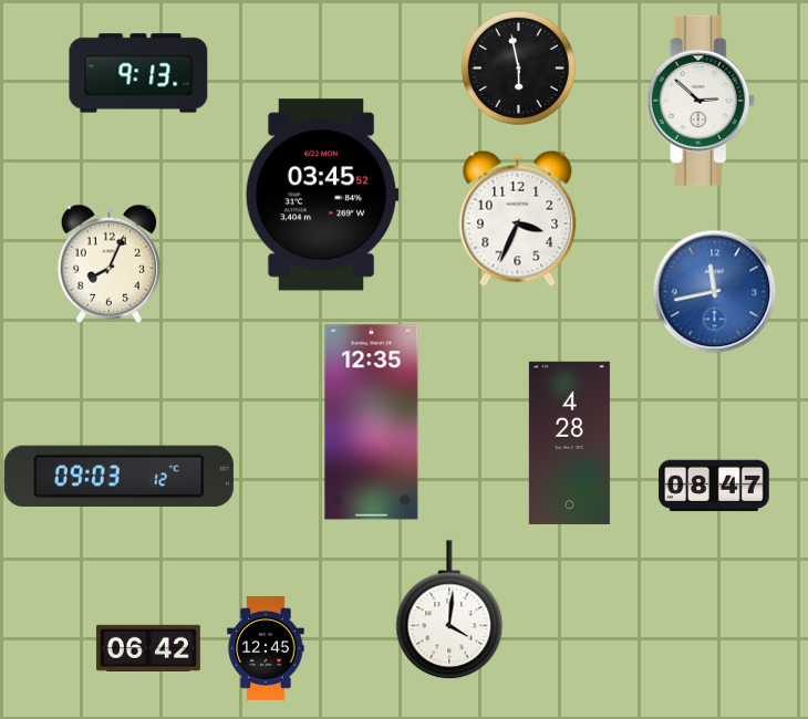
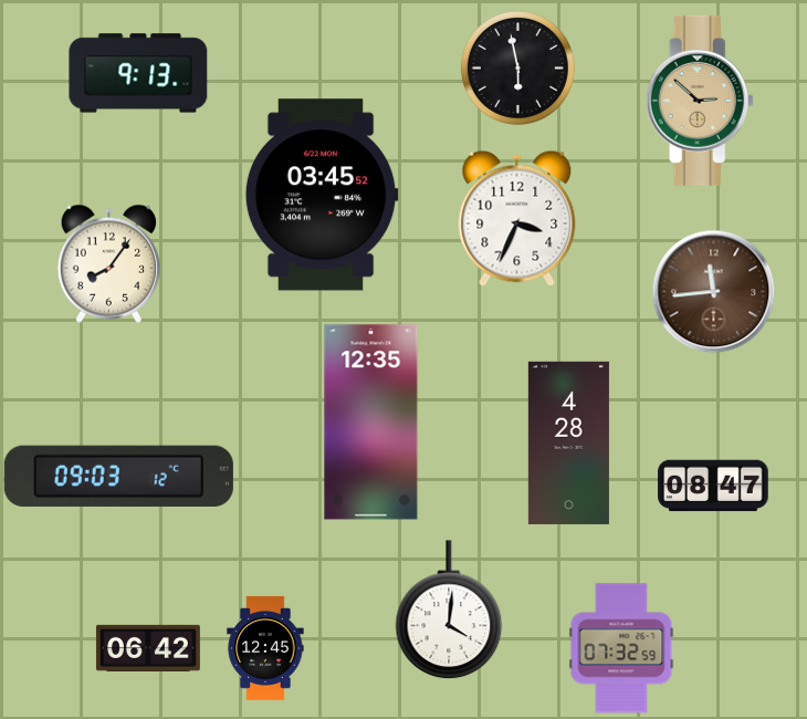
clock at (701, 101) dial: white -> champagne
clock at (108, 263): 8:04 -> 8:06
clock at (714, 291): 11:43 -> 11:44
clock at (714, 291) dial: blue -> brown
clock at (621, 648): none -> 07:32
